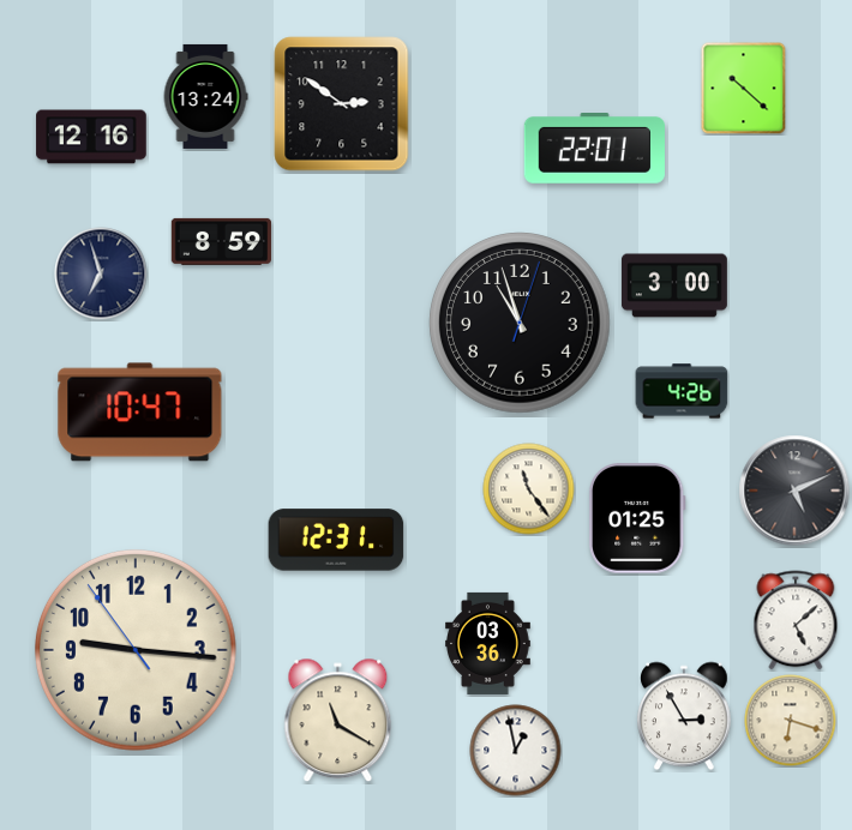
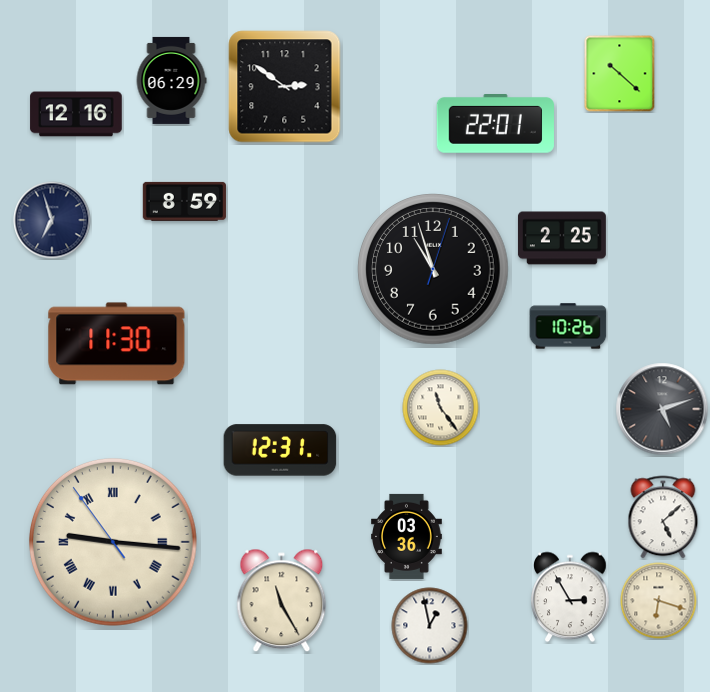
clock at (205, 96): 13:24 -> 06:29
clock at (101, 273) position: (101, 273) -> (52, 220)
clock at (674, 285): 3:00 -> 2:25
clock at (682, 391): 4:26 -> 10:26
clock at (140, 413): 10:47 -> 11:30
clock at (794, 491): 5:11 -> 5:12
clock at (637, 518): 01:25 -> none
clock at (136, 650) numerals: Arabic -> Roman
clock at (338, 721): 11:20 -> 11:25
